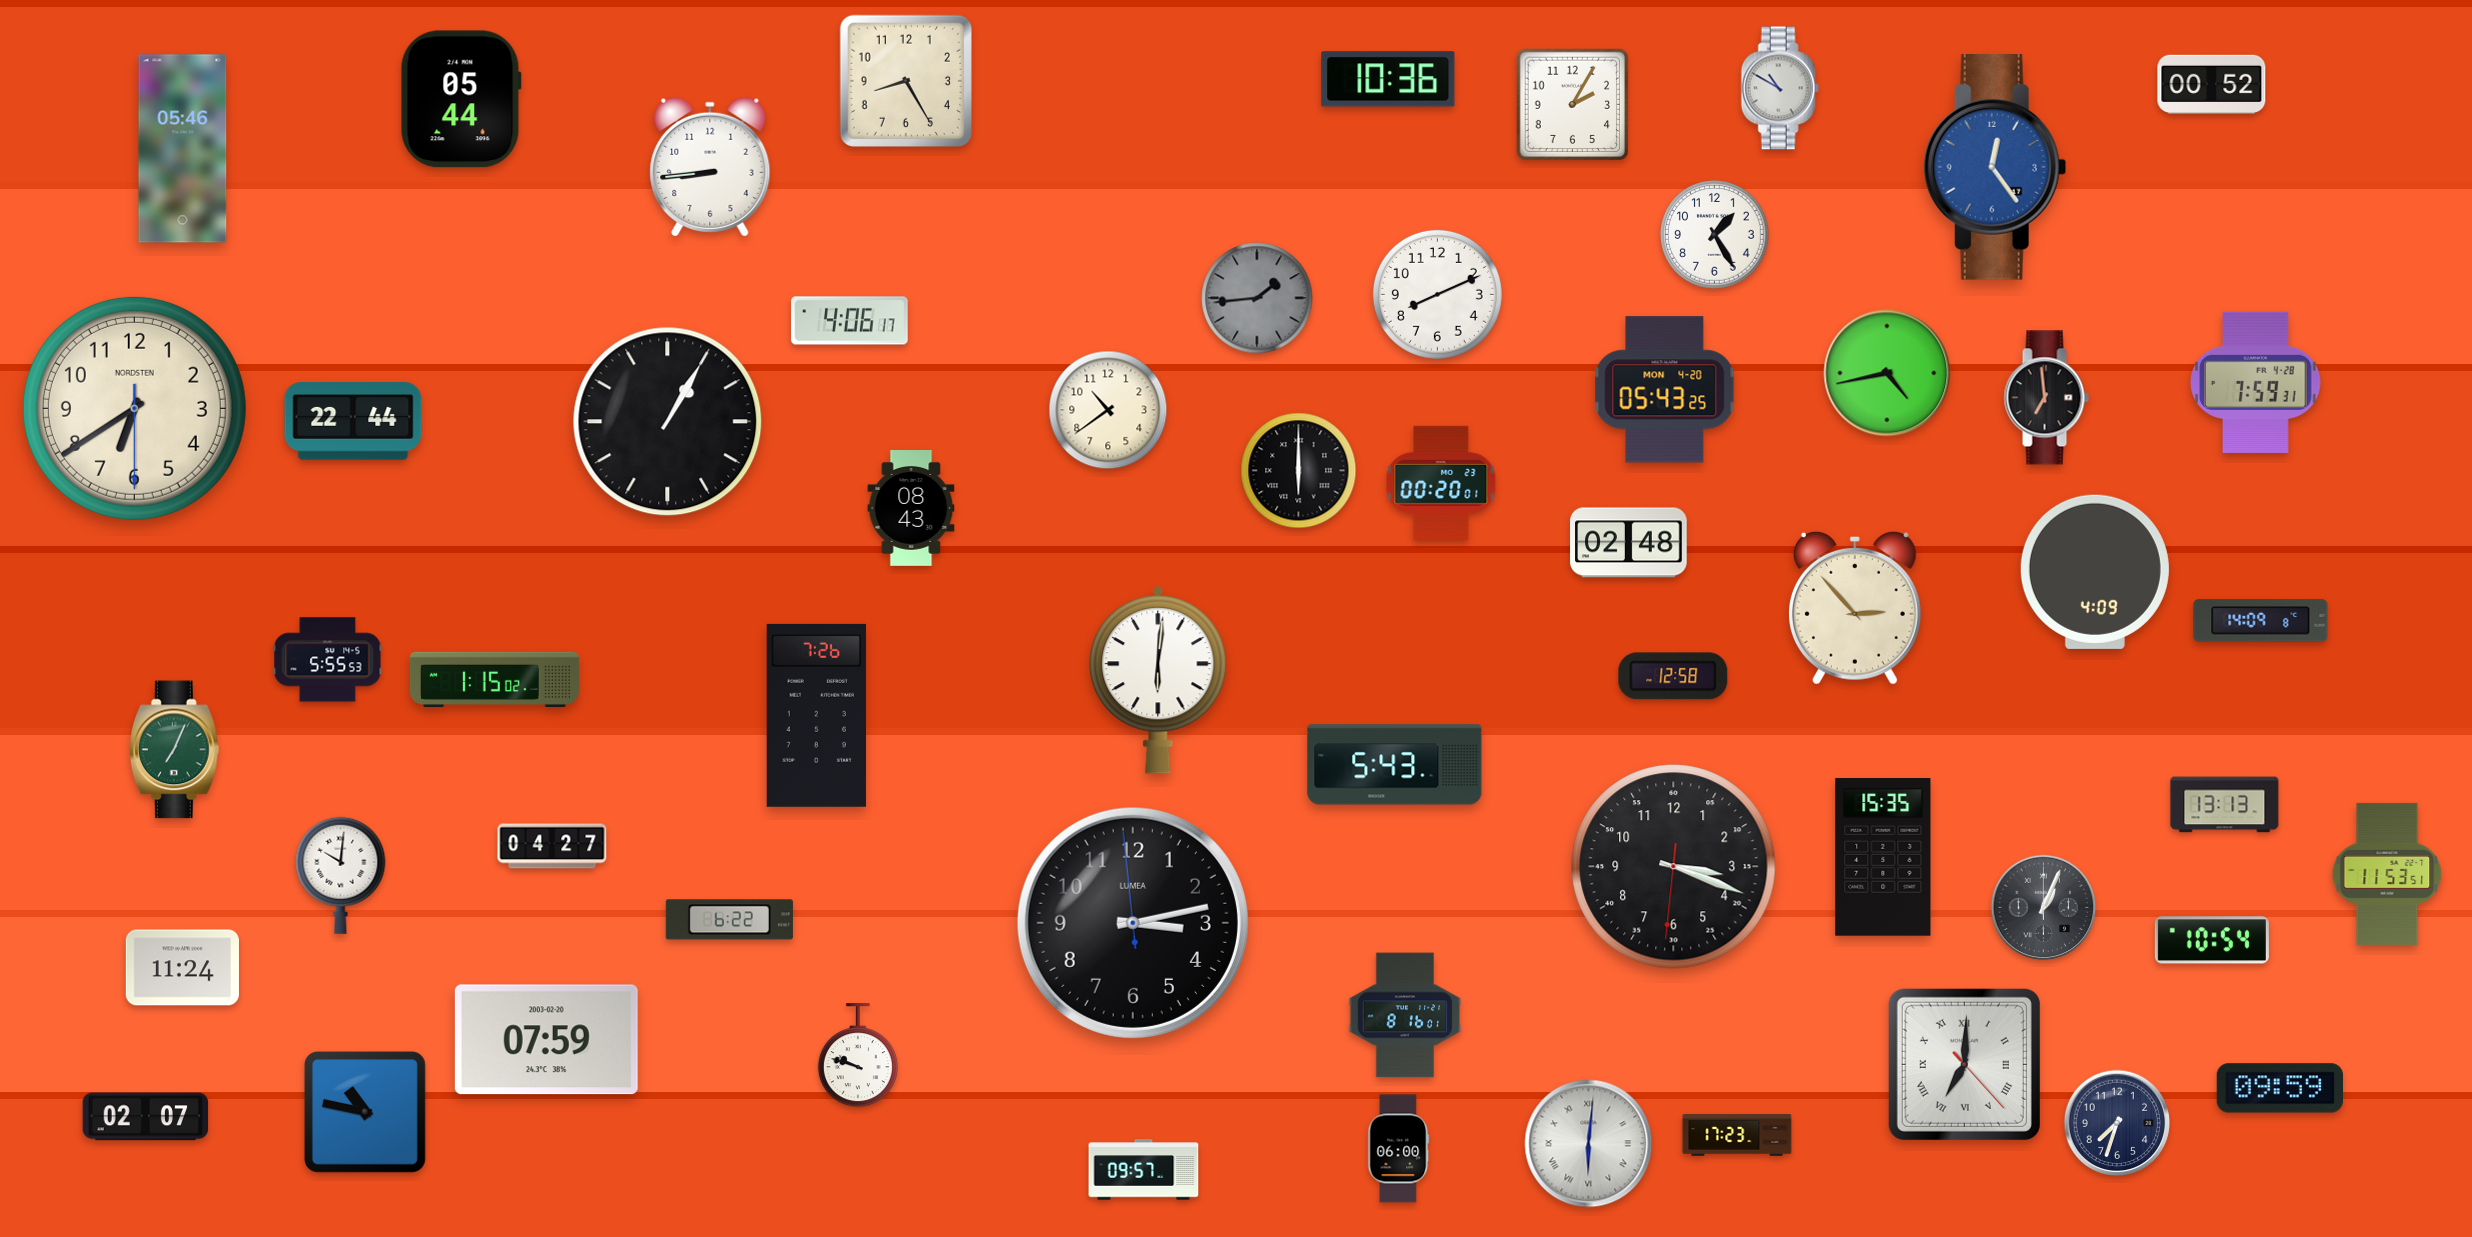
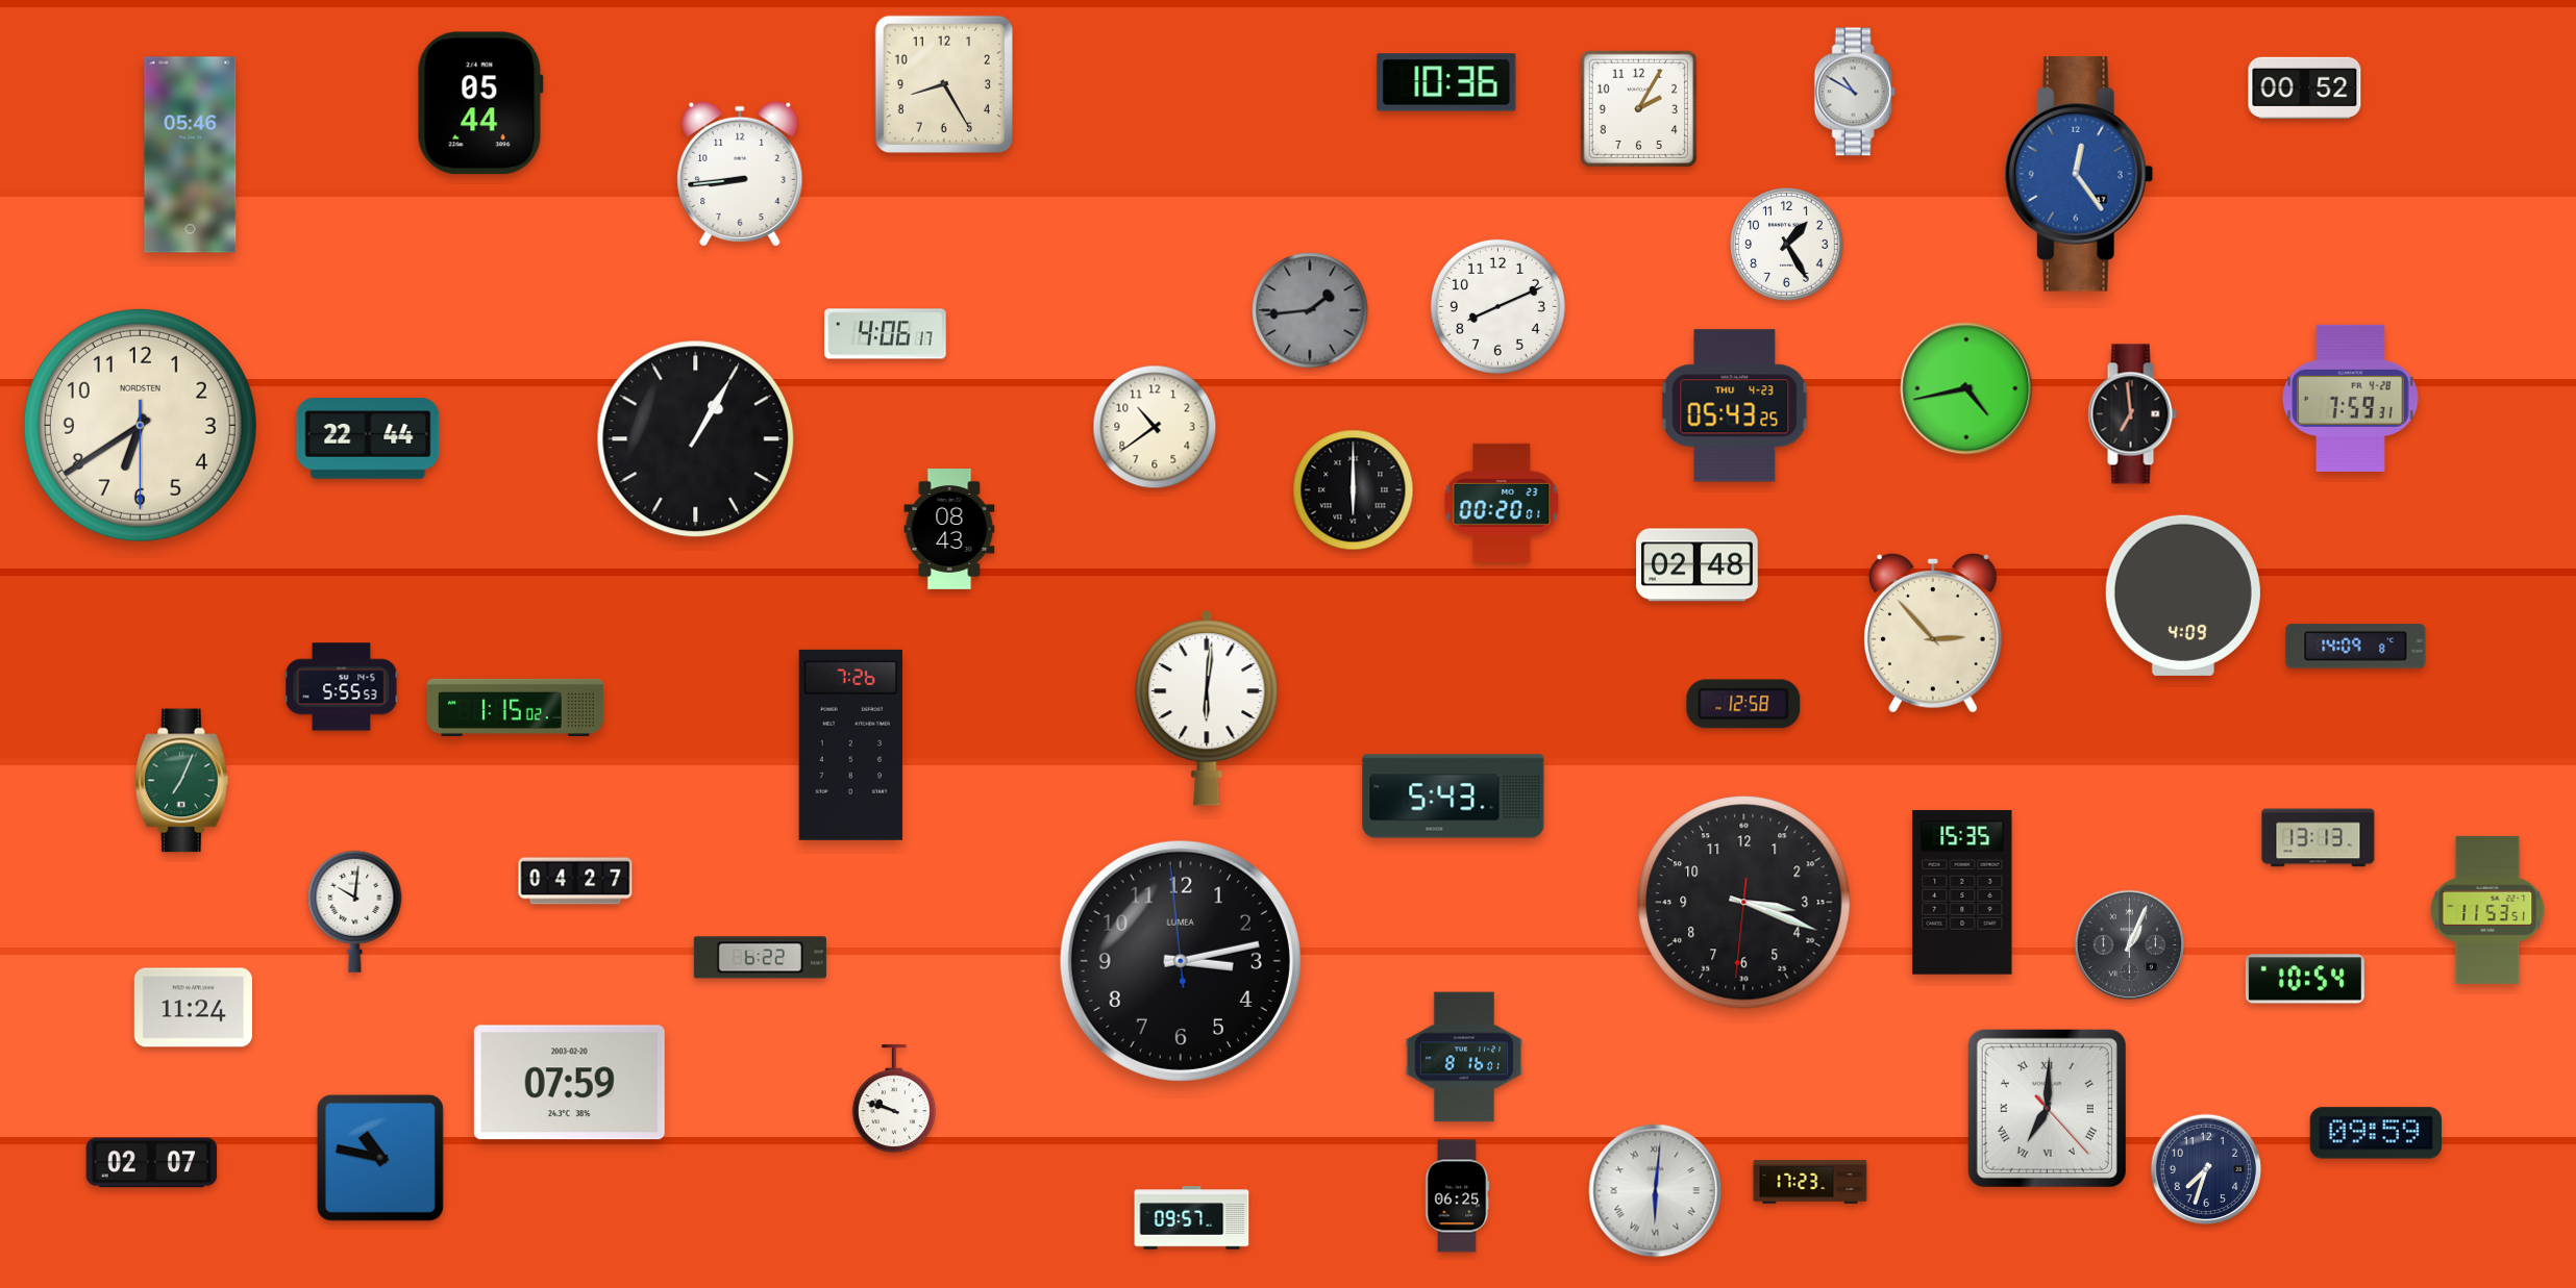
clock at (1665, 390) date: MON 4-20 -> THU 4-23
clock at (182, 968) position: (182, 968) -> (193, 1008)
clock at (1399, 1149): 06:00 -> 06:25
